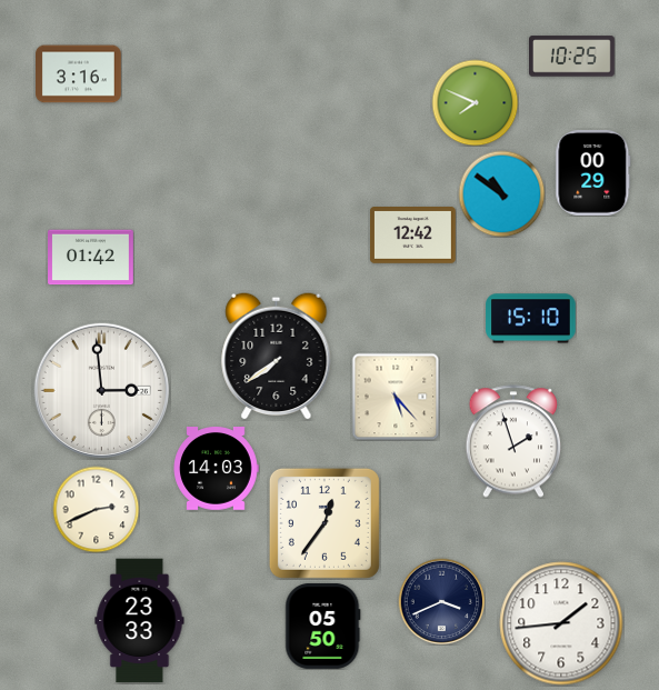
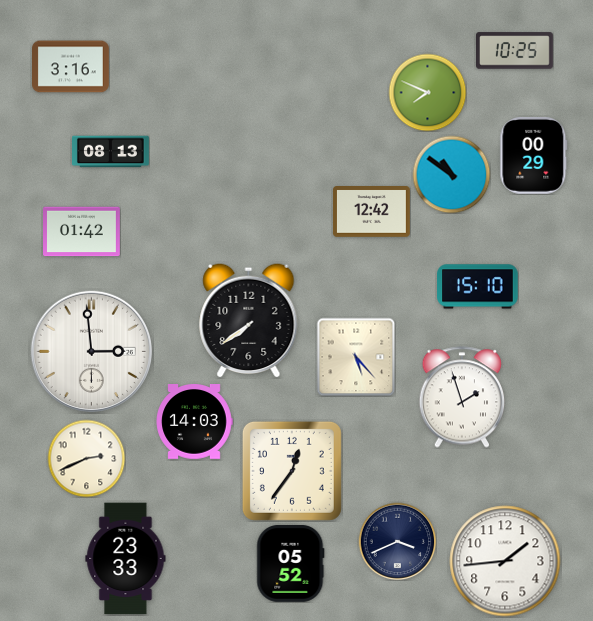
clock at (111, 152): none -> 08:13
clock at (323, 626): 05:50 -> 05:52
